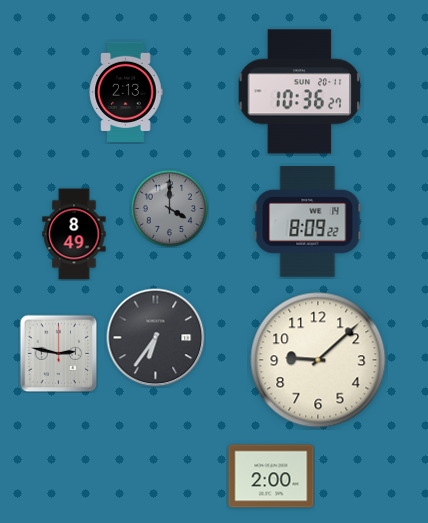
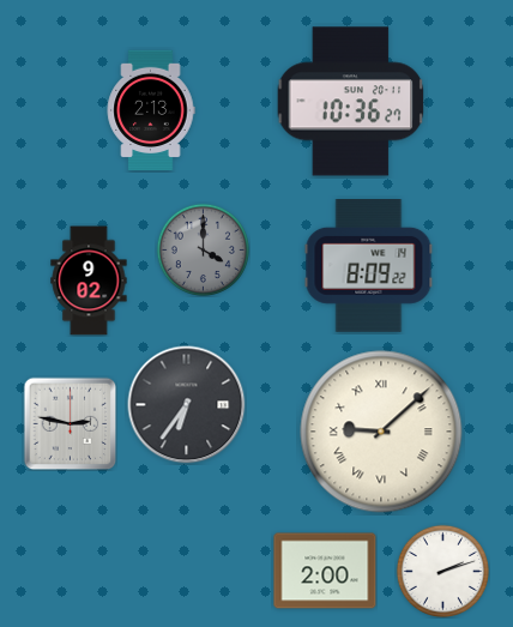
clock at (300, 92) position: (300, 92) -> (351, 102)
clock at (74, 234): 8:49 -> 9:02
clock at (318, 360) numerals: Arabic -> Roman
clock at (442, 571): none -> 2:12
